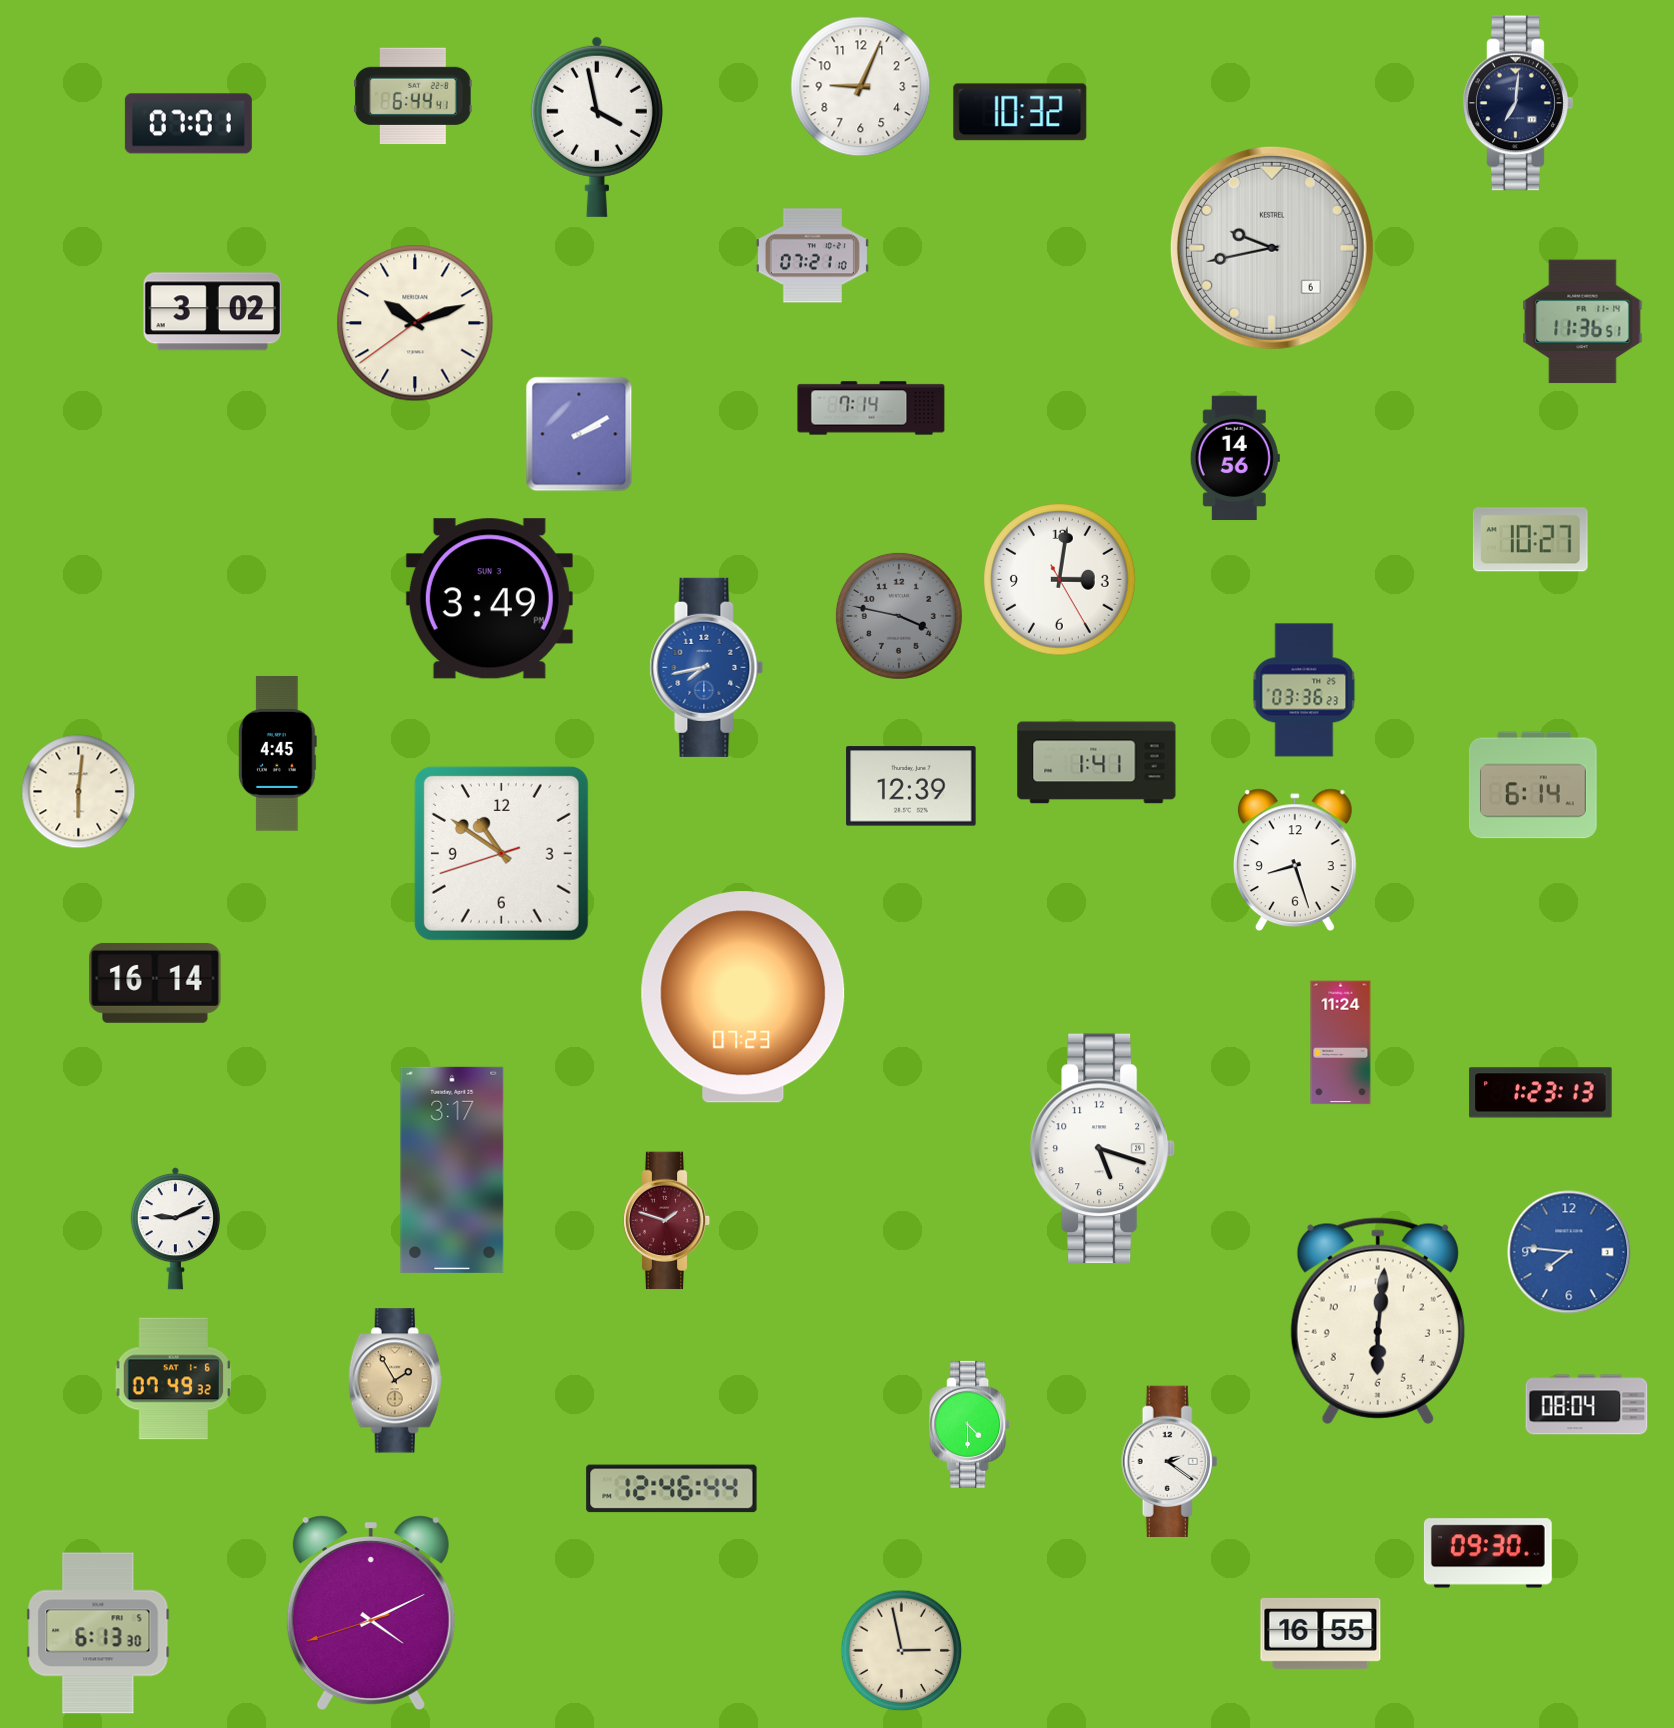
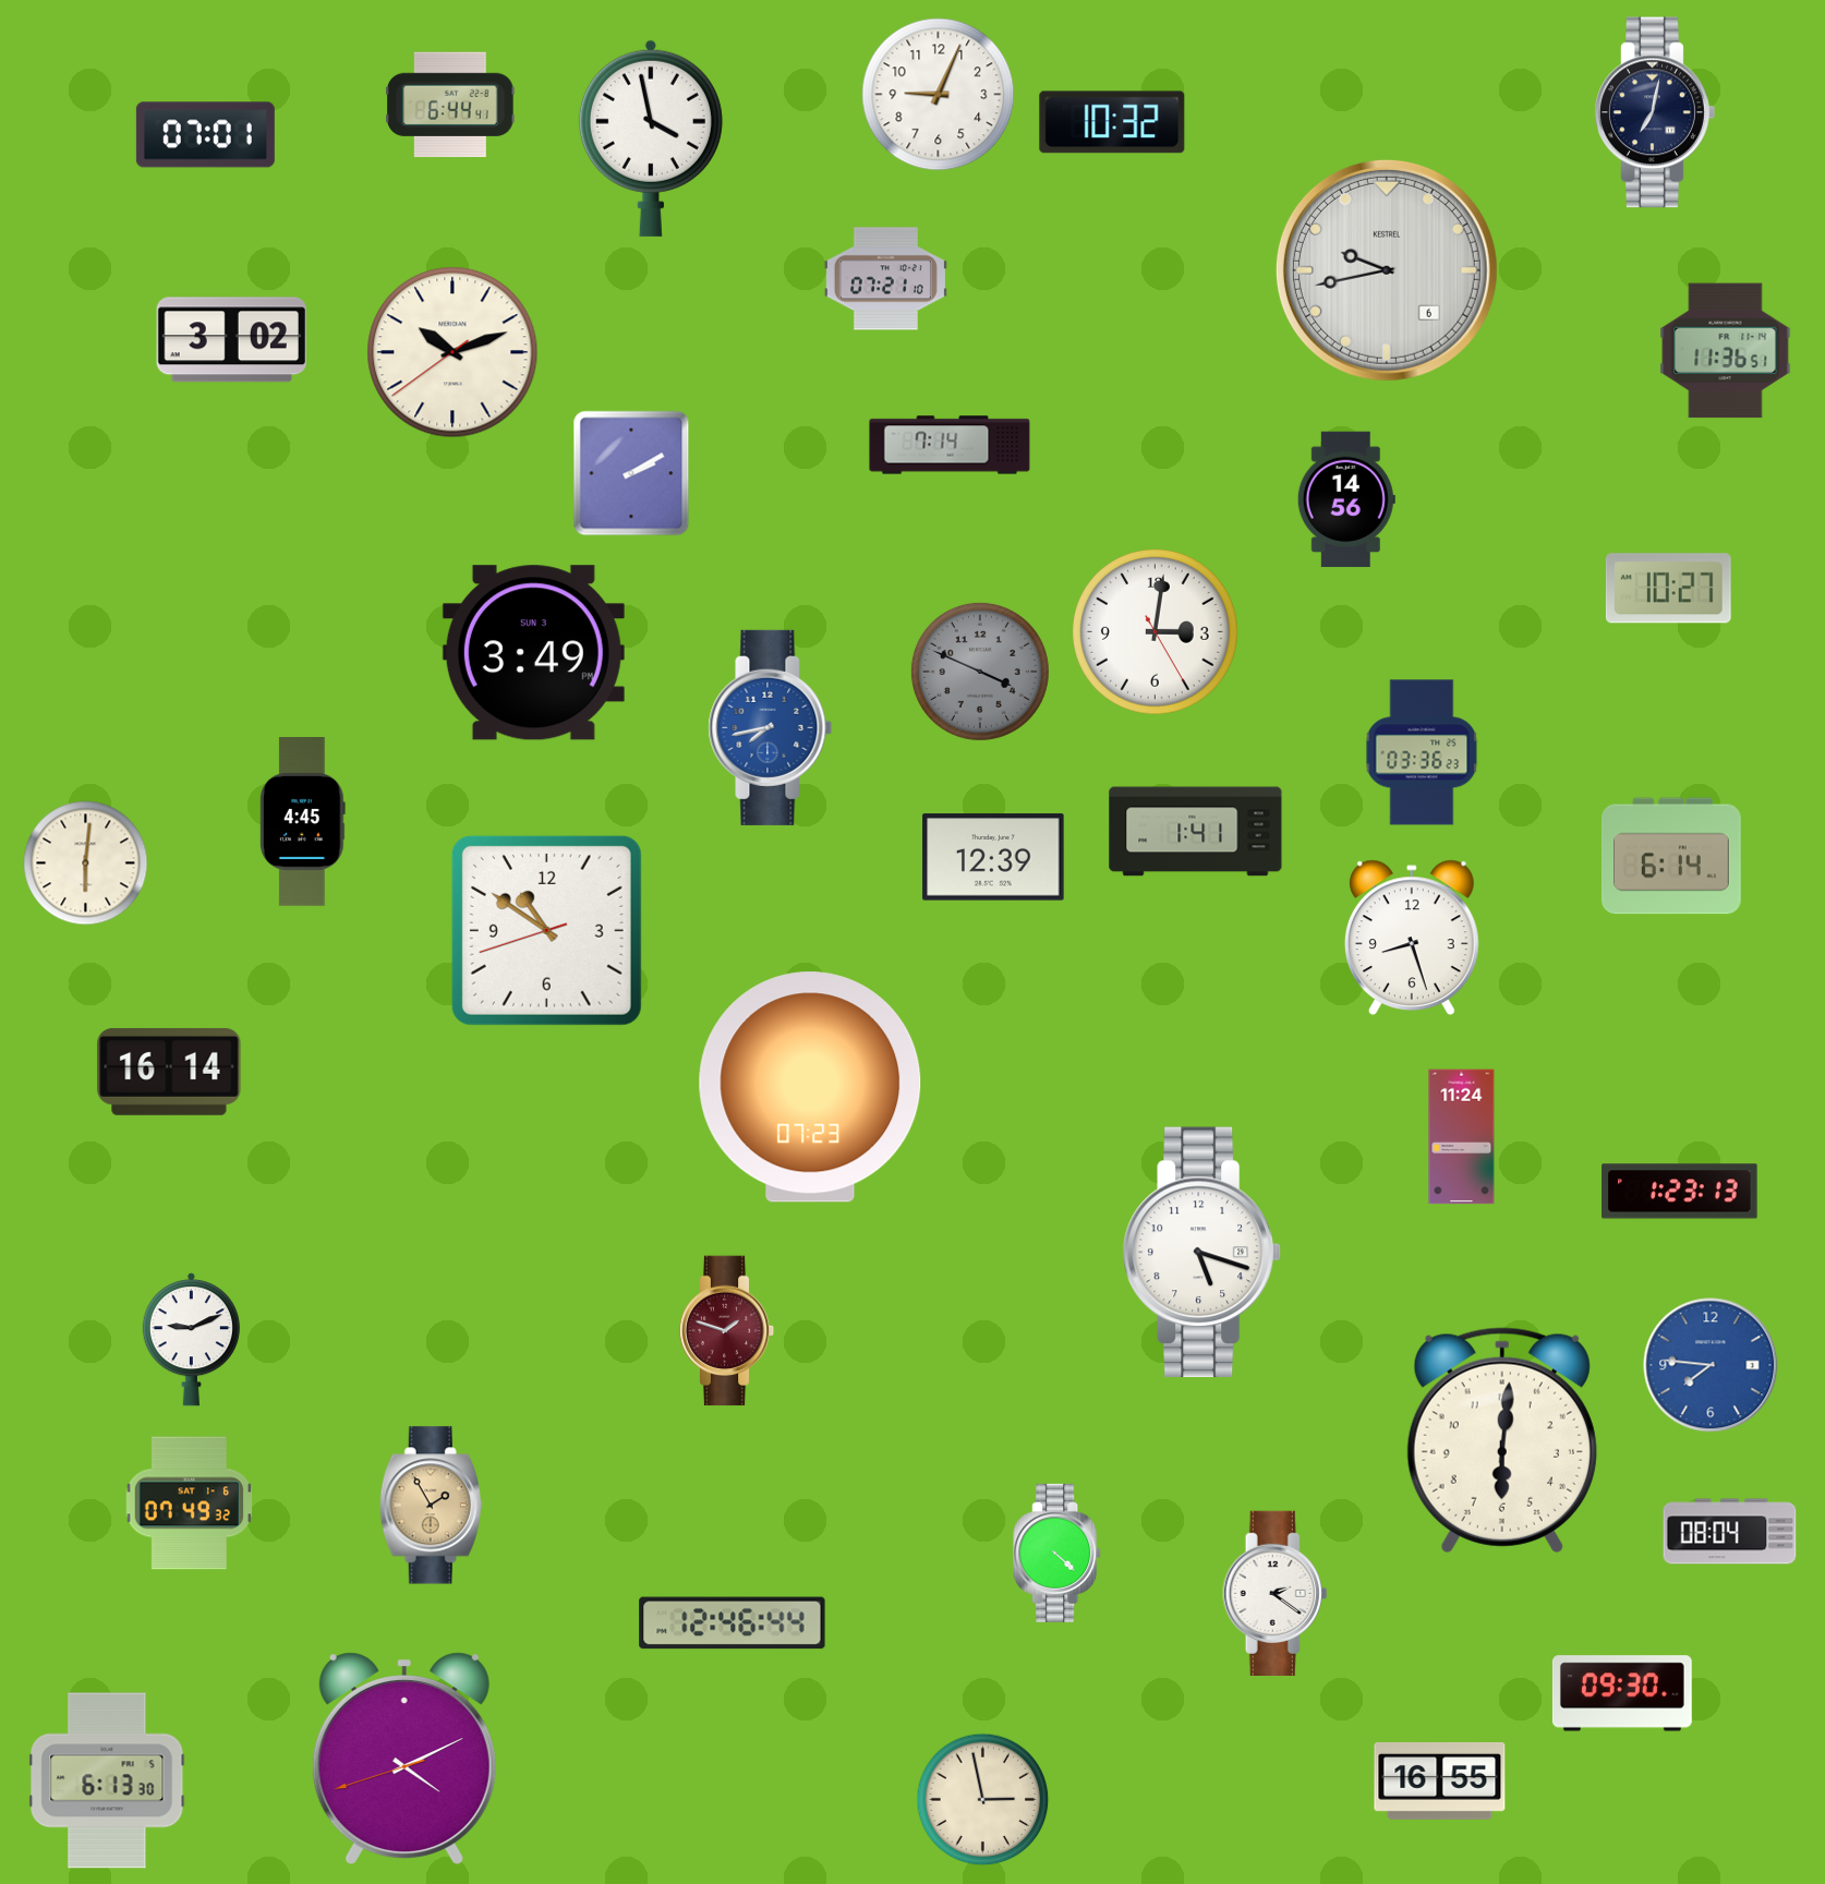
clock at (1518, 103): 7:01 -> 7:02
clock at (899, 616): 3:47 -> 3:49
clock at (452, 1170): 3:17 -> none
clock at (970, 1424): 4:30 -> 4:22
